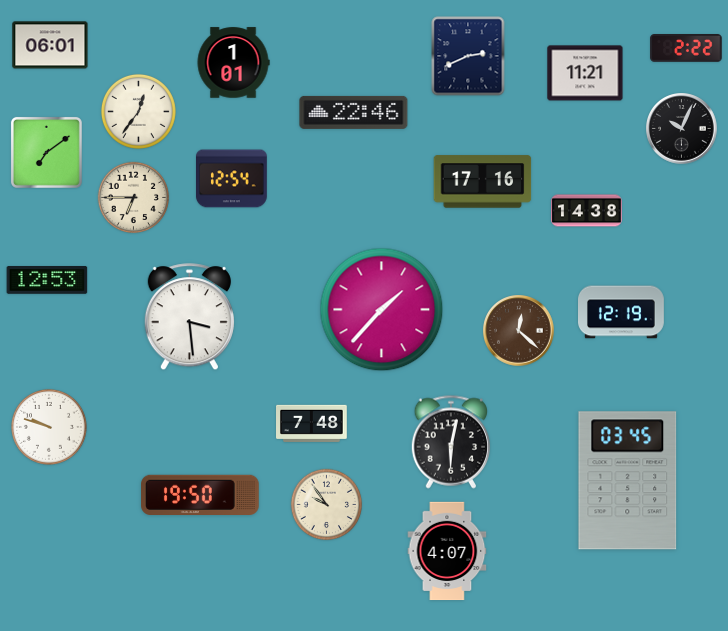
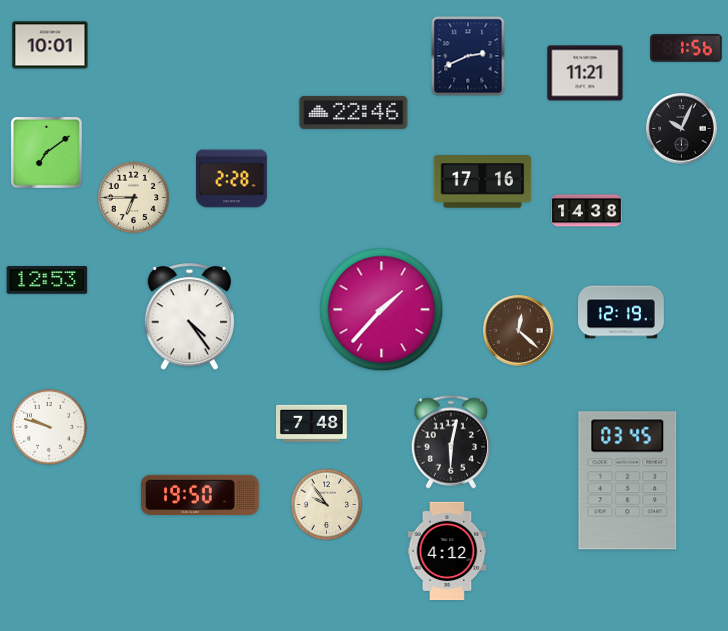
clock at (50, 45): 06:01 -> 10:01
clock at (686, 48): 2:22 -> 1:56
clock at (233, 63): 1:01 -> none
clock at (138, 111): 12:36 -> none
clock at (232, 179): 12:54 -> 2:28
clock at (189, 317): 3:29 -> 4:24
clock at (447, 551): 4:07 -> 4:12
